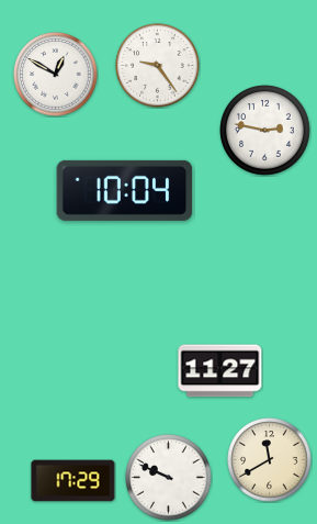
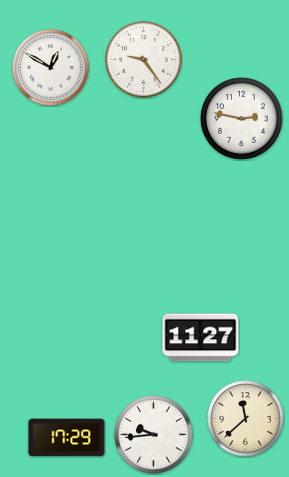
clock at (125, 190): 10:04 -> none
clock at (270, 460): 11:40 -> 11:38
clock at (169, 478): 9:49 -> 9:44
